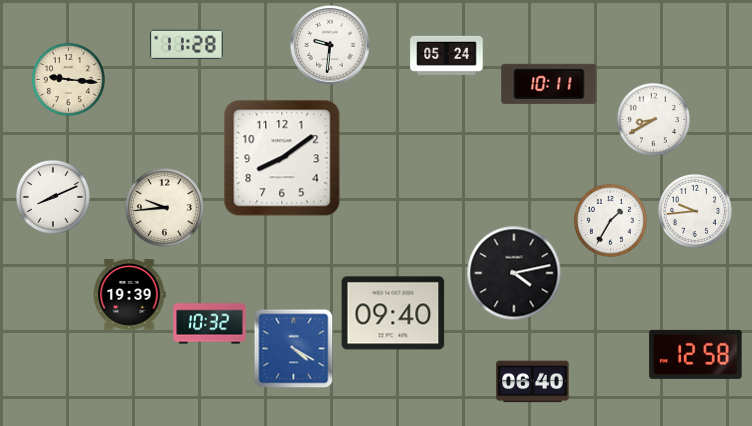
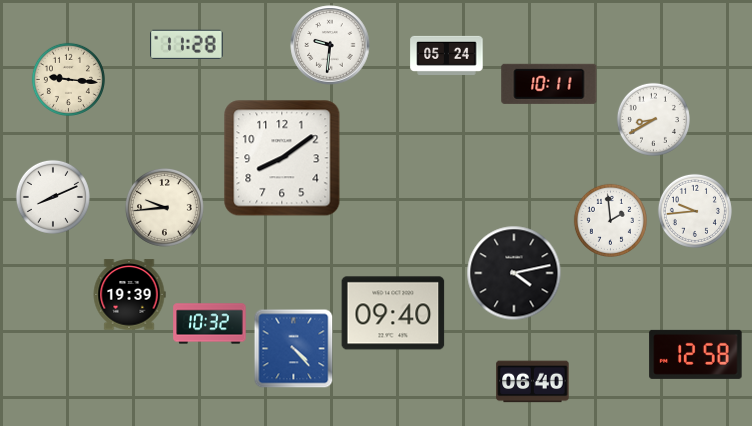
clock at (610, 220): 1:35 -> 1:59
clock at (294, 349): 4:20 -> 4:23
